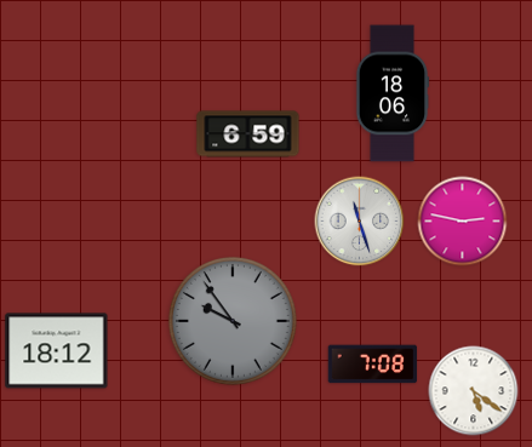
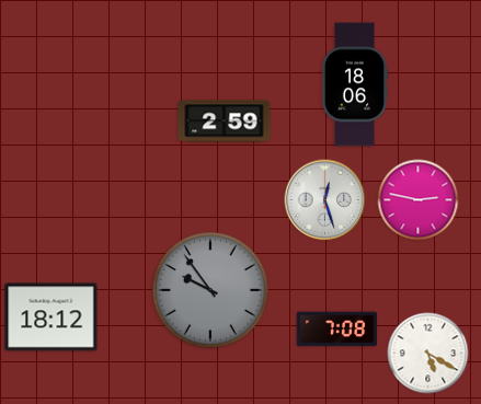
clock at (248, 134): 6:59 -> 2:59
clock at (360, 222): 11:27 -> 12:27
clock at (474, 391): 5:21 -> 5:20
